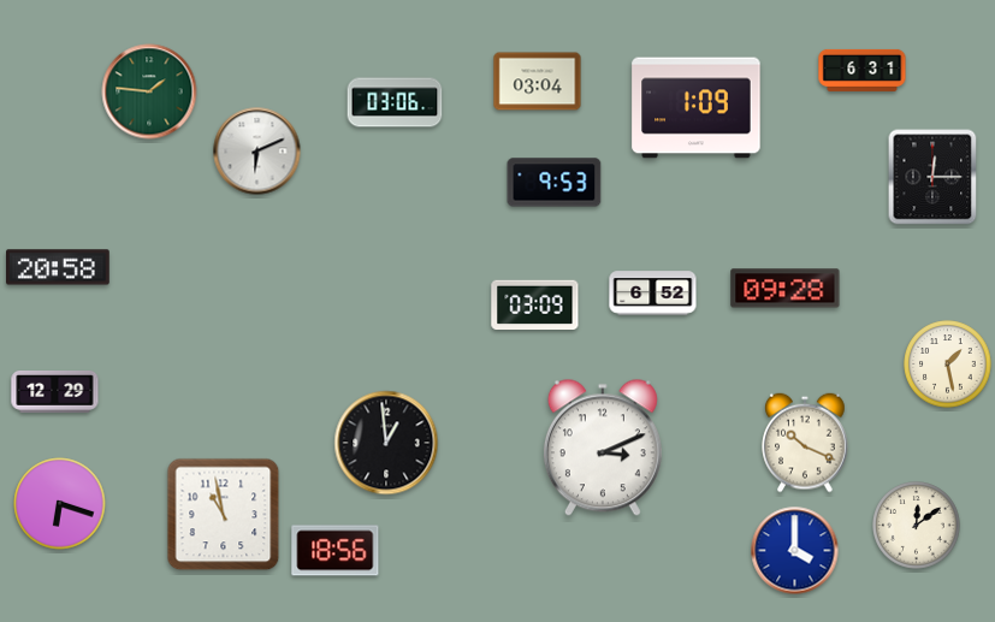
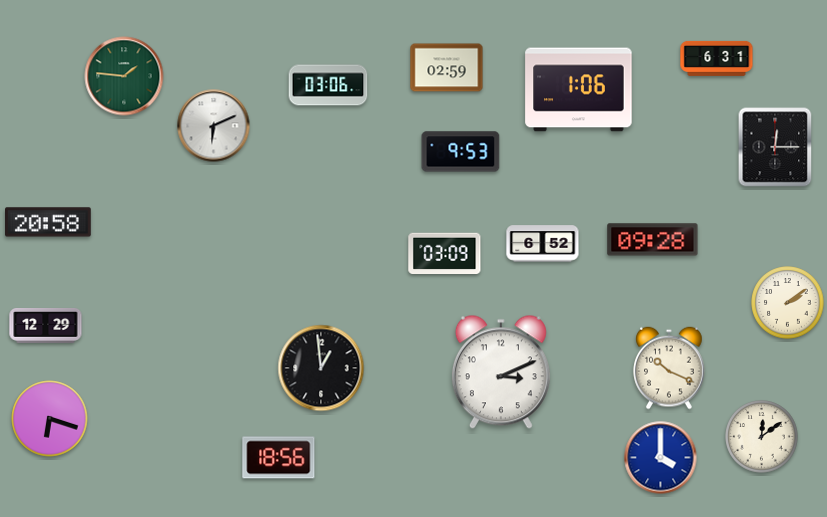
clock at (538, 82): 03:04 -> 02:59
clock at (697, 108): 1:09 -> 1:06
clock at (948, 365): 1:28 -> 2:09
clock at (224, 515): 10:58 -> none
